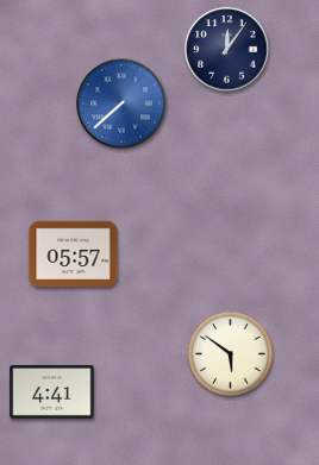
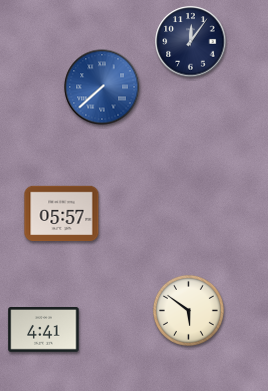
clock at (230, 353) position: (230, 353) -> (188, 310)
